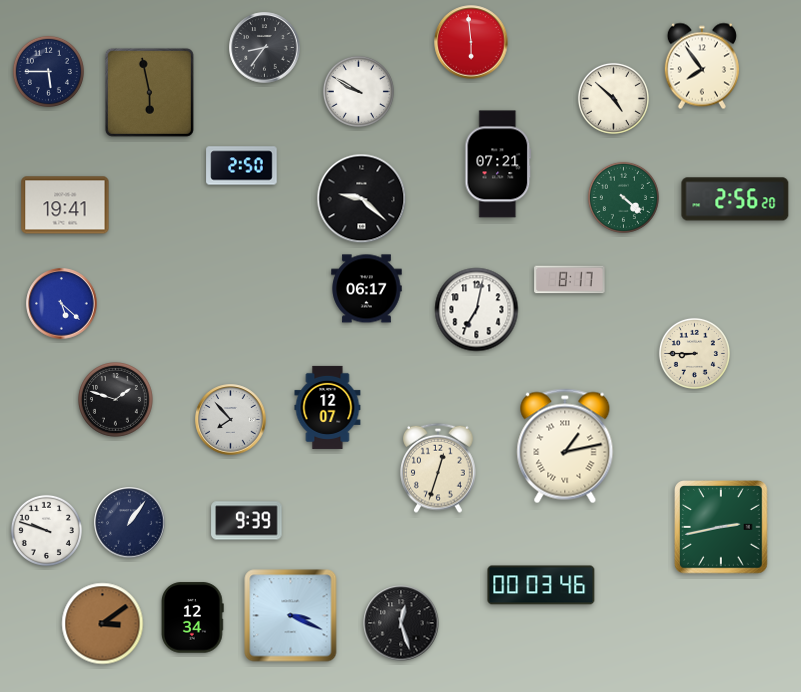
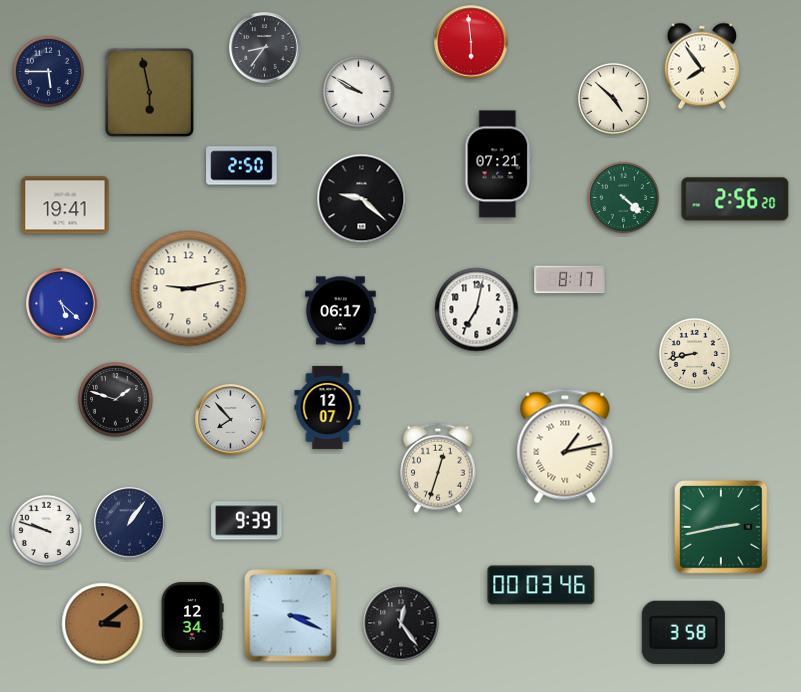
clock at (189, 289): none -> 9:13
clock at (367, 289) position: (367, 289) -> (341, 311)
clock at (694, 353): 8:45 -> 8:43
clock at (401, 623): 12:27 -> 12:24
clock at (683, 632): none -> 3:58
